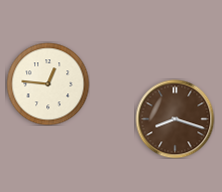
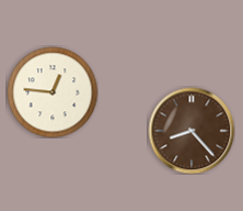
clock at (175, 119): 8:18 -> 8:23
